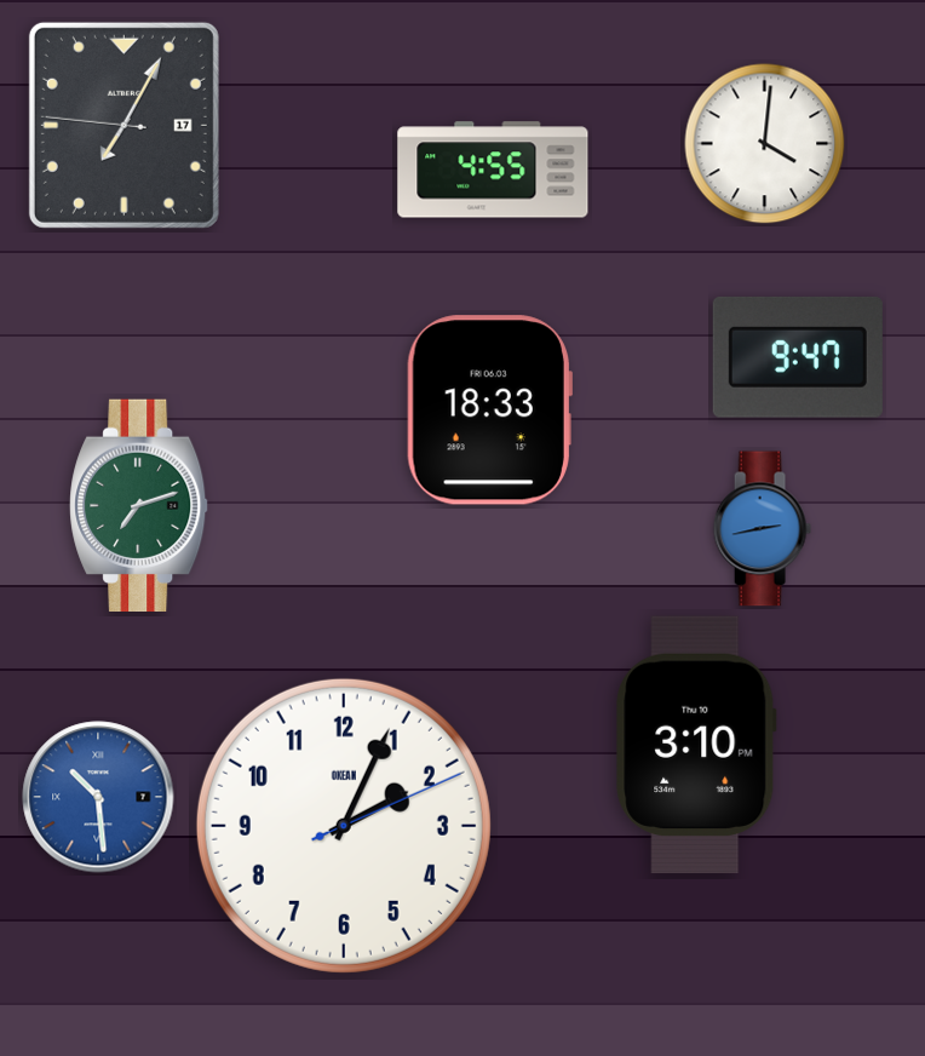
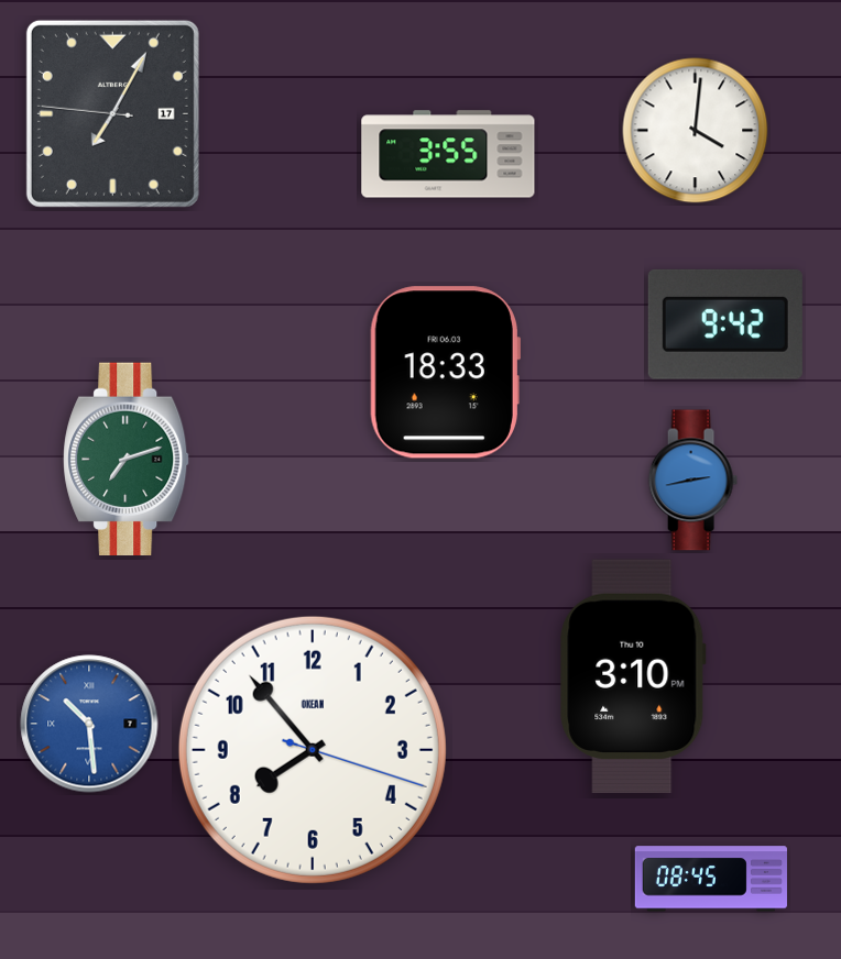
clock at (493, 170): 4:55 -> 3:55
clock at (798, 357): 9:47 -> 9:42
clock at (344, 826): 2:04 -> 7:53
clock at (711, 879): none -> 08:45
